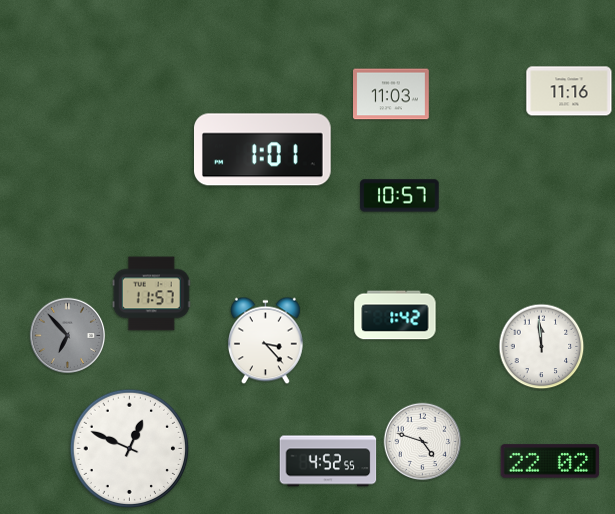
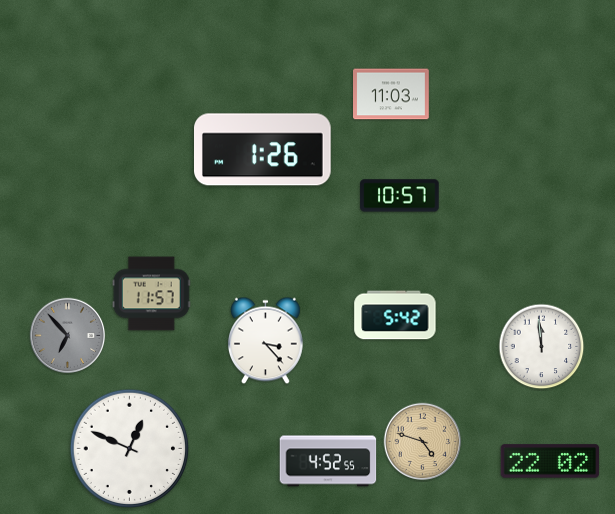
clock at (569, 91): 11:16 -> none
clock at (263, 150): 1:01 -> 1:26
clock at (395, 315): 1:42 -> 5:42
clock at (423, 442) dial: white -> champagne
